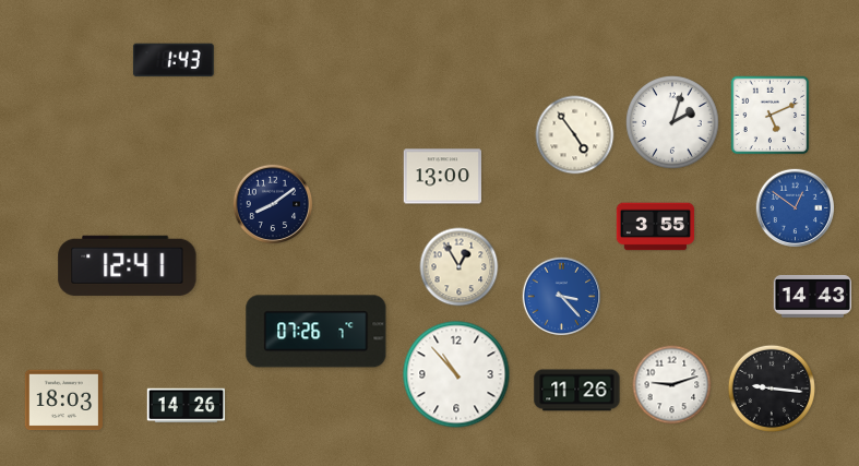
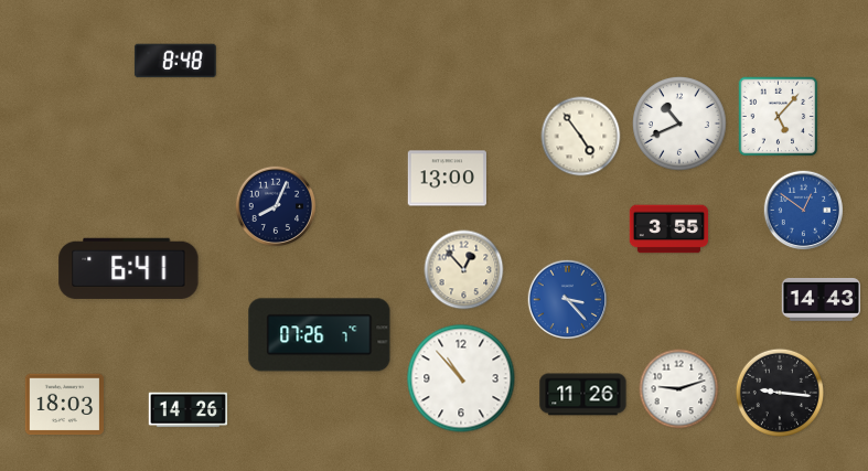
clock at (174, 60): 1:43 -> 8:48
clock at (771, 116): 5:11 -> 5:07
clock at (673, 123): 2:03 -> 10:41
clock at (273, 204): 8:09 -> 8:04
clock at (656, 227) position: (656, 227) -> (669, 229)
clock at (128, 265): 12:41 -> 6:41
clock at (460, 267): 12:55 -> 12:53
